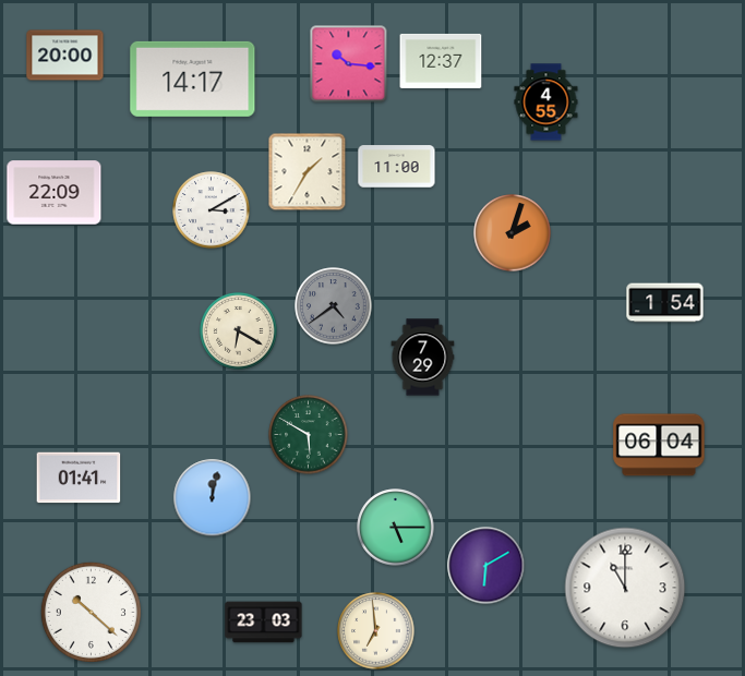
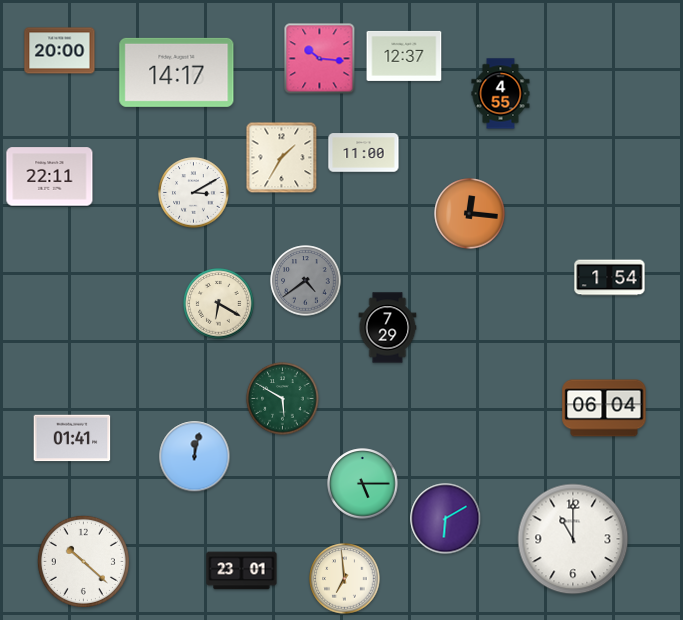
clock at (55, 193): 22:09 -> 22:11
clock at (513, 233): 2:03 -> 12:16
clock at (264, 623): 23:03 -> 23:01
